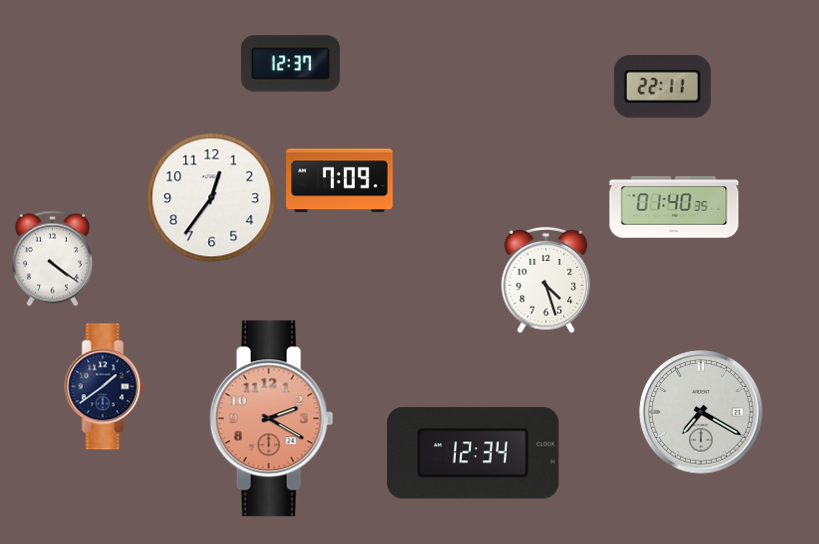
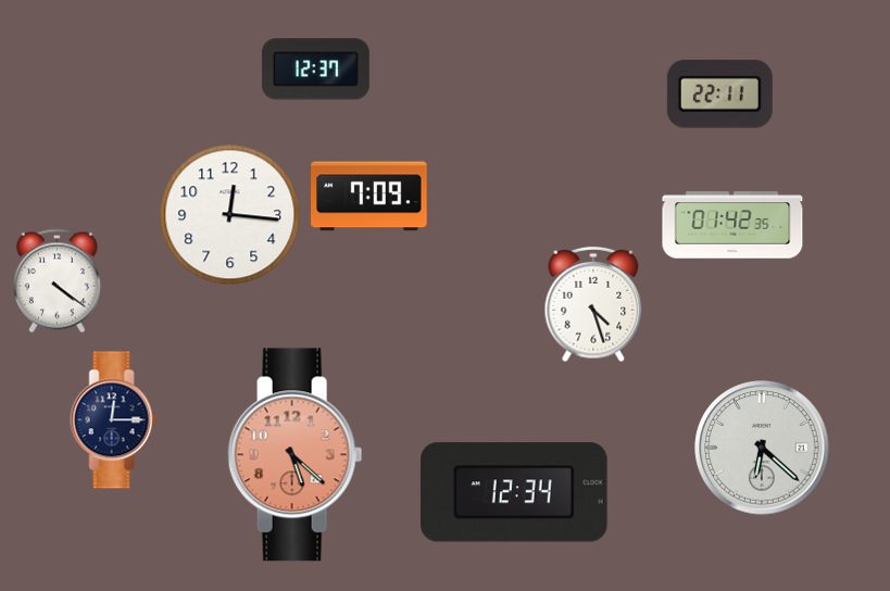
clock at (211, 197): 12:36 -> 12:16
clock at (674, 207): 01:40 -> 01:42
clock at (105, 387): 1:39 -> 12:15
clock at (701, 412): 7:20 -> 6:22
clock at (272, 419): 2:20 -> 5:22
